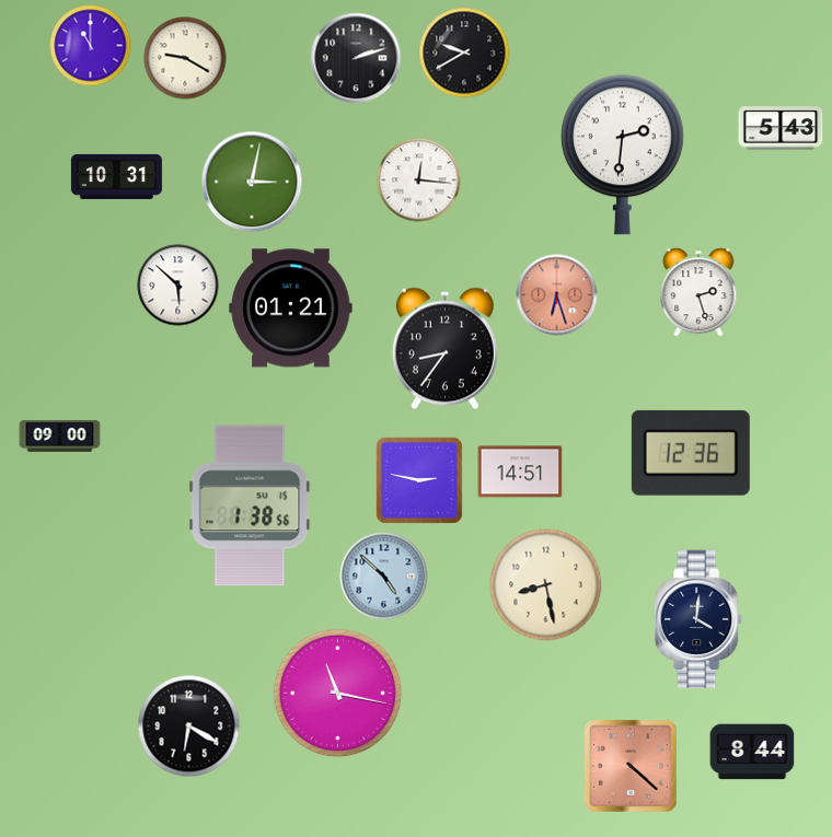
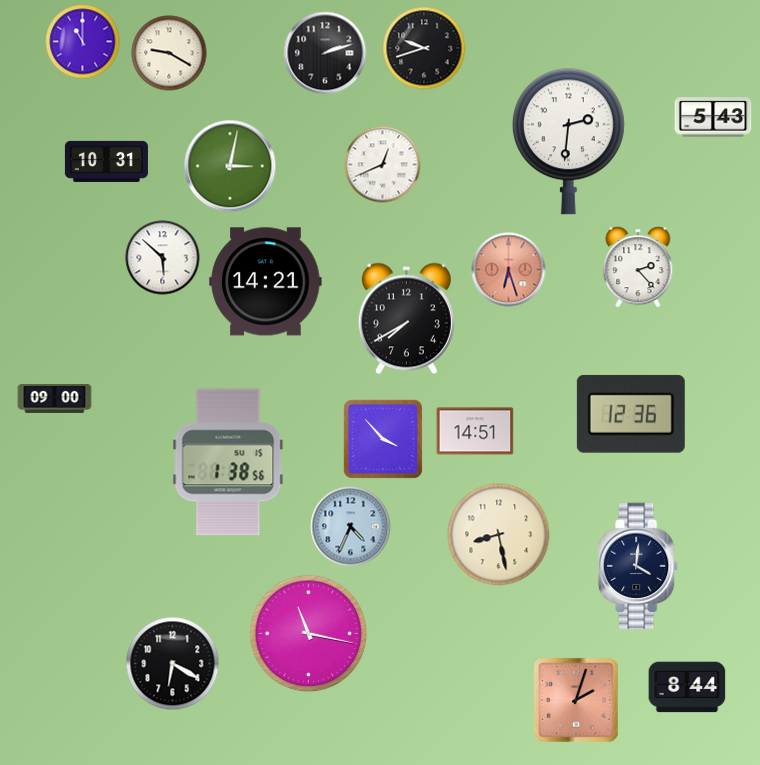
clock at (464, 53): 9:40 -> 9:42
clock at (419, 181): 12:16 -> 12:41
clock at (178, 286) position: (178, 286) -> (163, 258)
clock at (698, 292): 2:27 -> 2:23
clock at (291, 309): 01:21 -> 14:21
clock at (444, 349): 8:36 -> 7:40
clock at (419, 480): 2:47 -> 3:53
clock at (384, 577): 4:52 -> 4:34
clock at (632, 767): 4:22 -> 2:03
